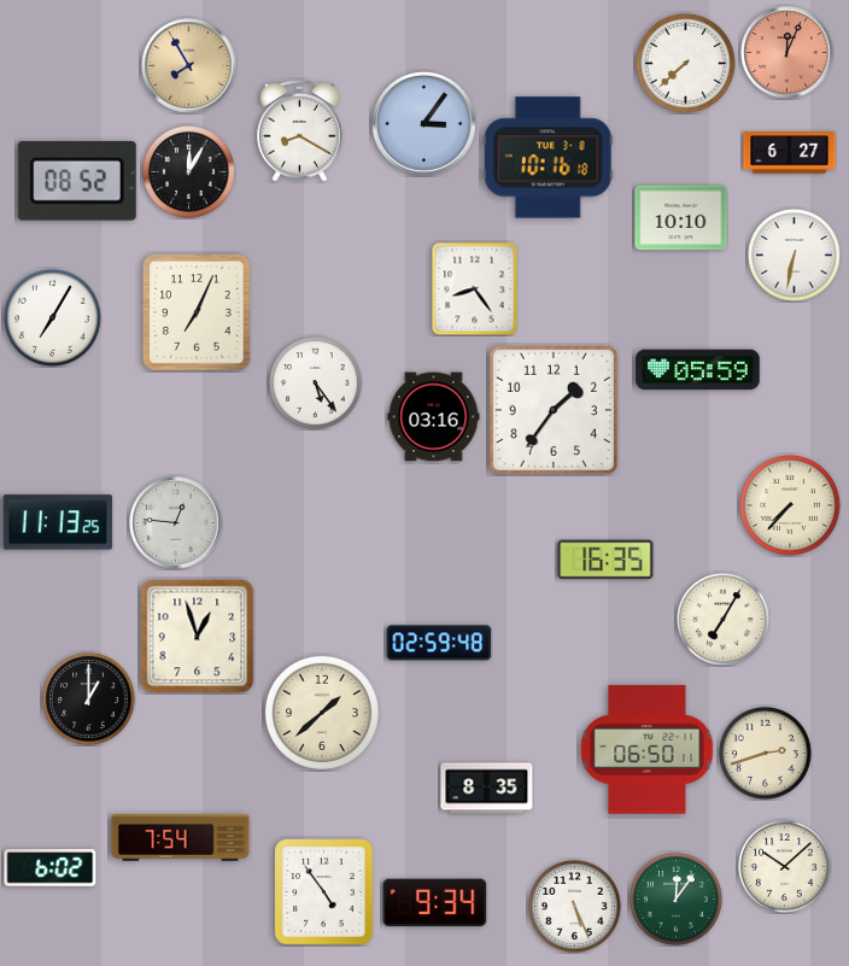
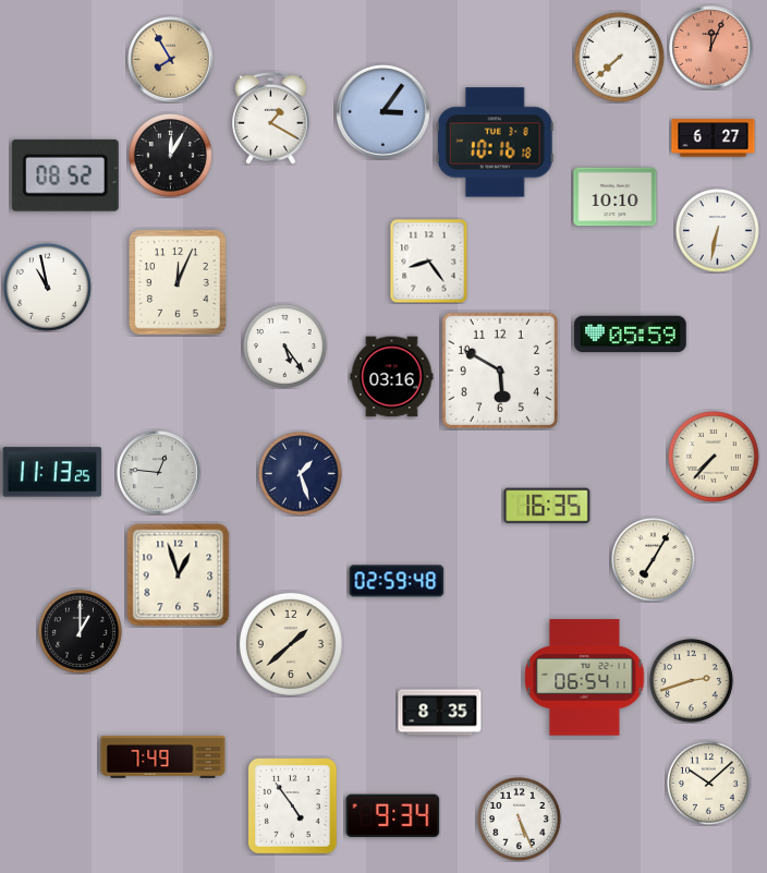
clock at (300, 130): 8:20 -> 1:20
clock at (77, 181) position: (77, 181) -> (65, 175)
clock at (197, 312): 7:04 -> 12:04
clock at (53, 318): 7:05 -> 10:58
clock at (554, 410): 1:36 -> 5:50
clock at (301, 474): none -> 1:27
clock at (648, 750): 06:50 -> 06:54
clock at (181, 838): 7:54 -> 7:49
clock at (51, 868): 6:02 -> none
clock at (677, 900): 12:06 -> none
